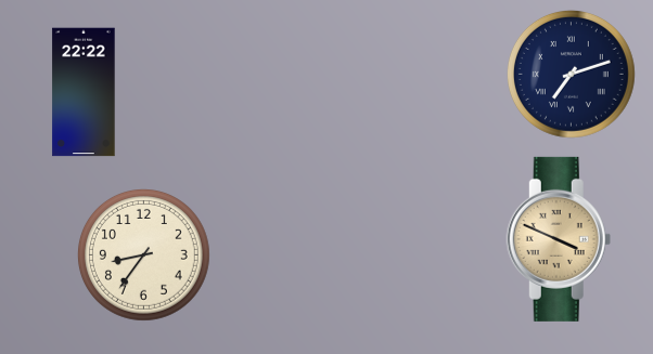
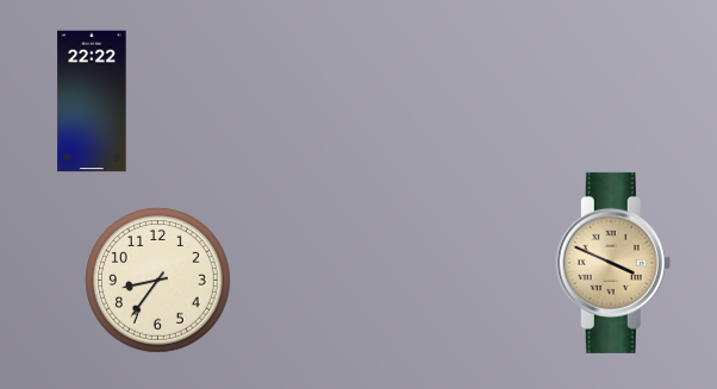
clock at (571, 74): 7:12 -> none
